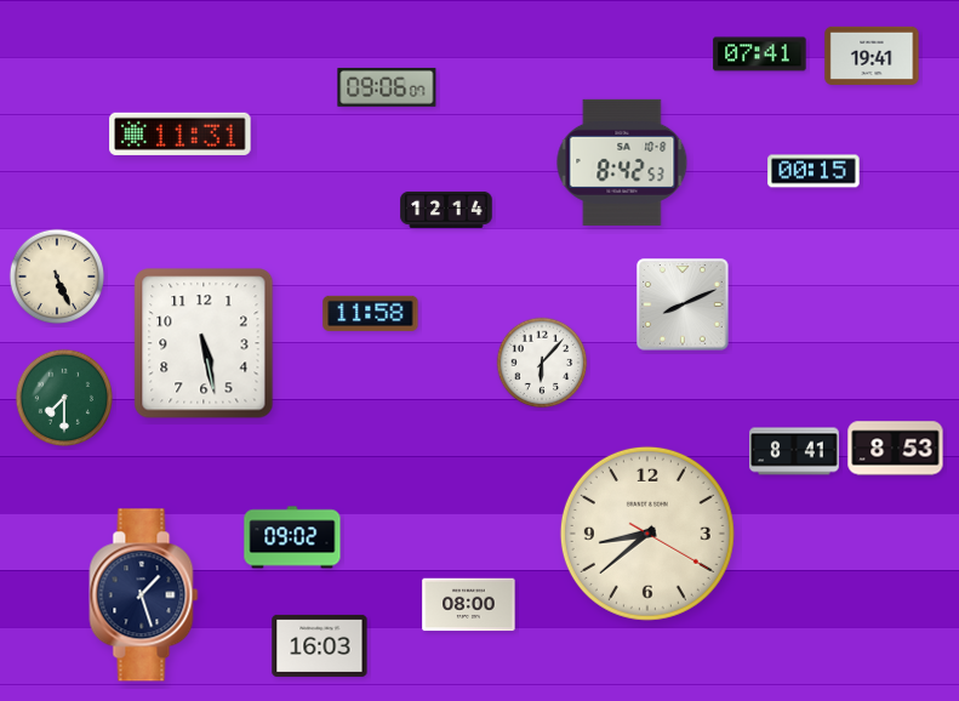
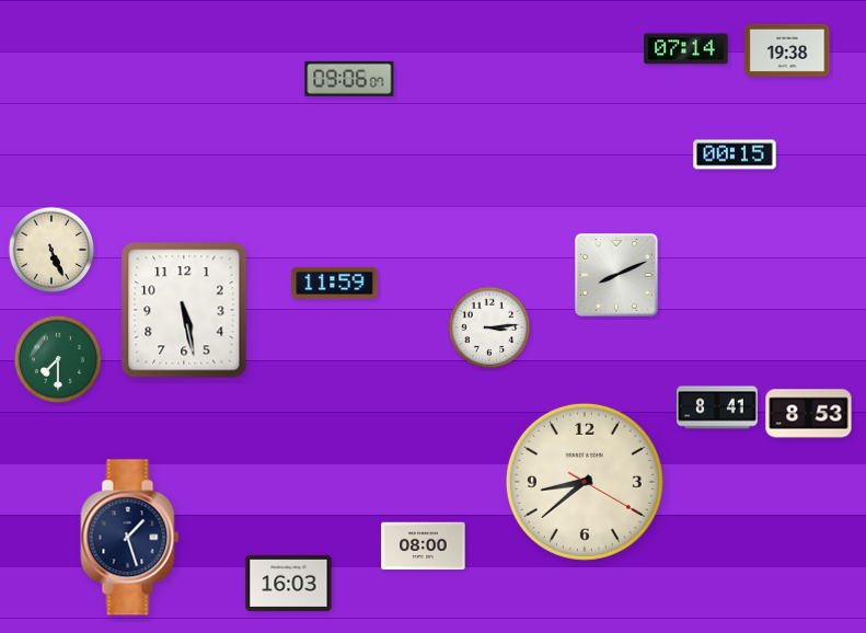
clock at (760, 55): 07:41 -> 07:14
clock at (872, 56): 19:41 -> 19:38
clock at (181, 133): 11:31 -> none
clock at (622, 163): 8:42 -> none
clock at (446, 210): 12:14 -> none
clock at (371, 313): 11:58 -> 11:59
clock at (542, 363): 6:07 -> 3:14
clock at (896, 449) position: (896, 449) -> (809, 414)
clock at (292, 537): 09:02 -> none
